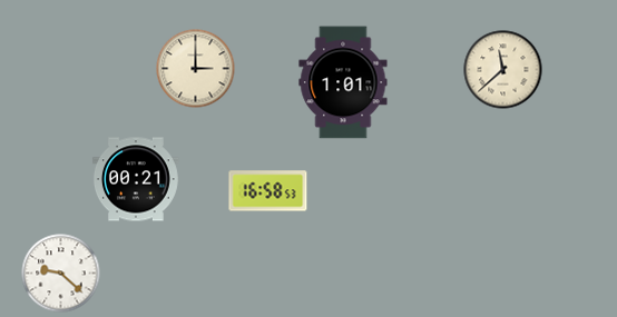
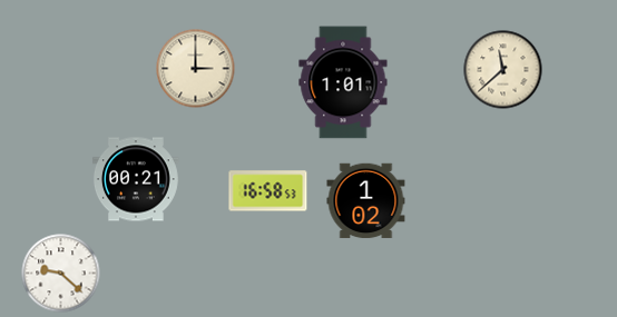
clock at (366, 201): none -> 1:02
